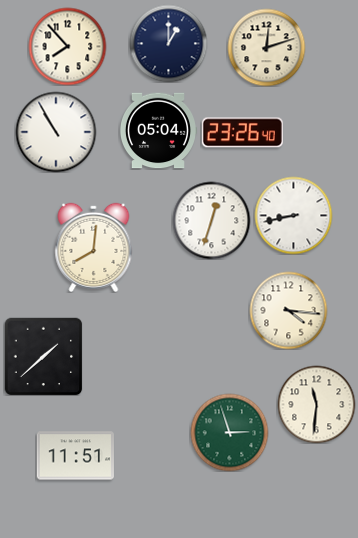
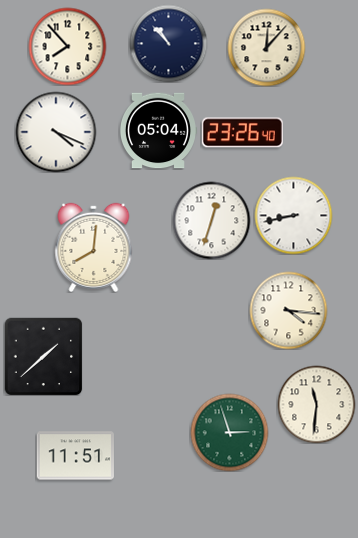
clock at (168, 43): 1:00 -> 10:53
clock at (266, 47): 12:12 -> 12:07
clock at (56, 132): 10:55 -> 4:19
